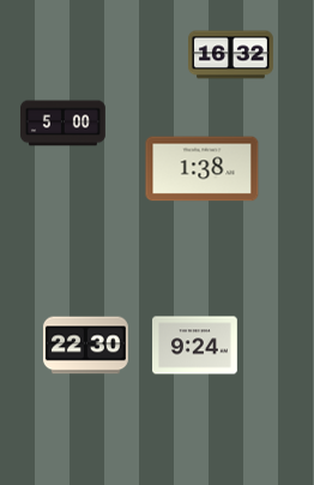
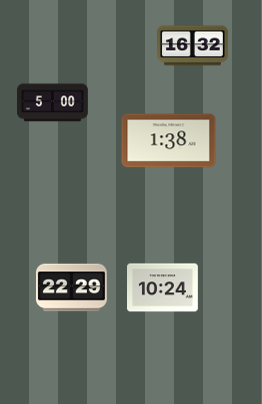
clock at (85, 346): 22:30 -> 22:29
clock at (195, 346): 9:24 -> 10:24
